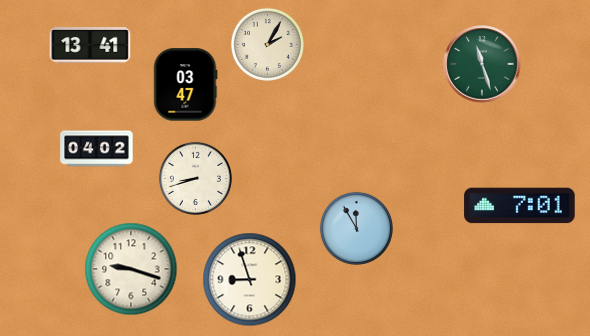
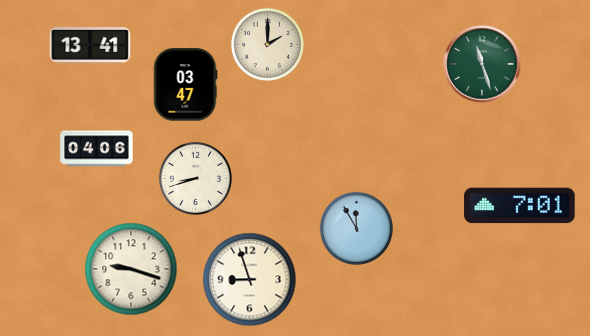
clock at (267, 44): 2:05 -> 2:00
clock at (97, 149): 04:02 -> 04:06
